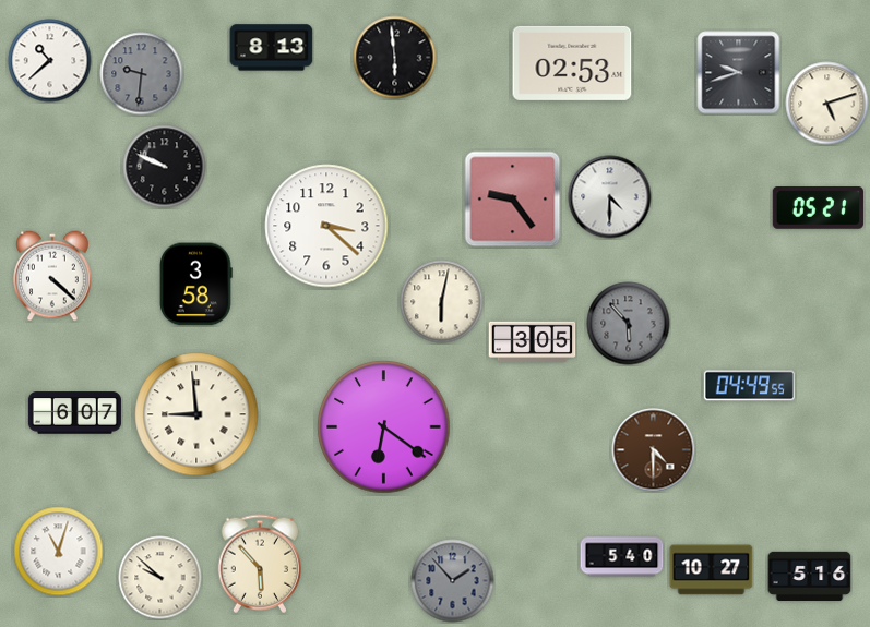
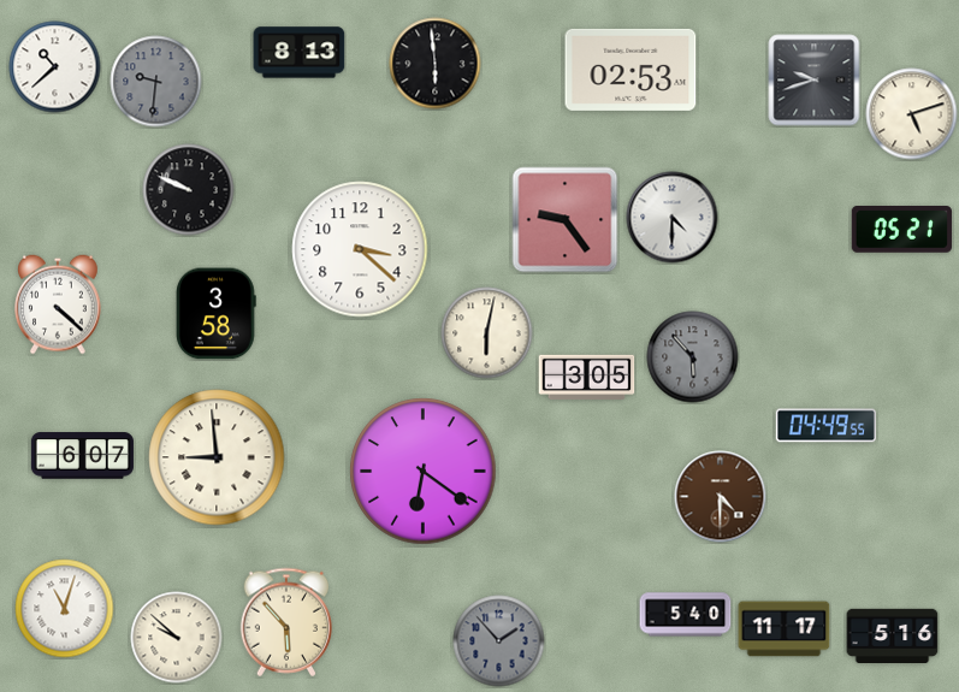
clock at (165, 167) position: (165, 167) -> (189, 190)
clock at (712, 570): 10:27 -> 11:17
